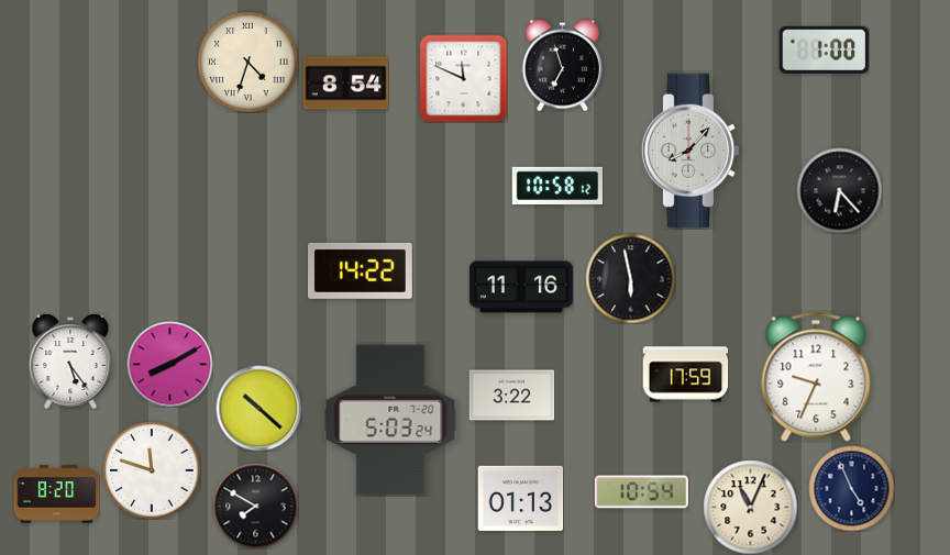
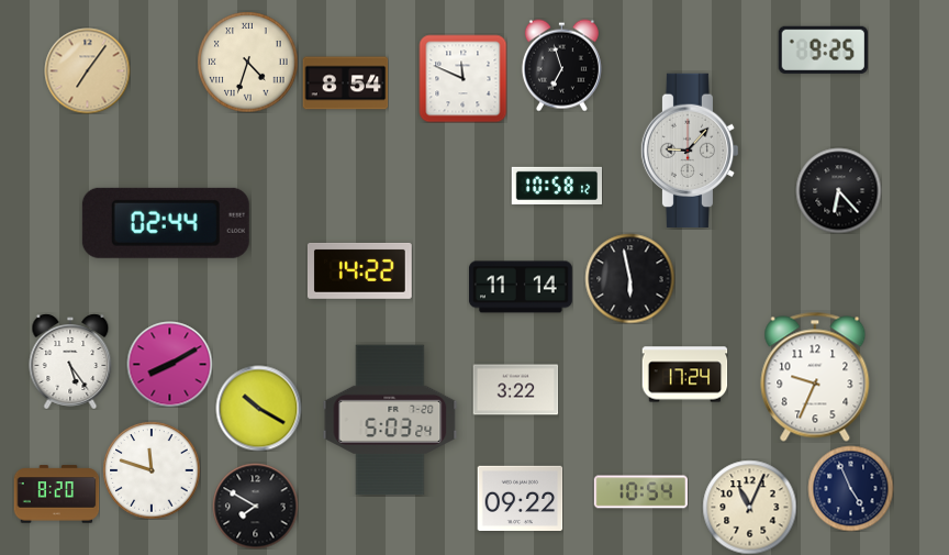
clock at (824, 49): 1:00 -> 9:25
clock at (87, 70): none -> 7:06
clock at (691, 149): 8:07 -> 9:07
clock at (166, 223): none -> 02:44
clock at (521, 287): 11:16 -> 11:14
clock at (685, 375): 17:59 -> 17:24
clock at (511, 396) position: (511, 396) -> (515, 390)
clock at (258, 408): 10:22 -> 10:20
clock at (520, 498): 01:13 -> 09:22
